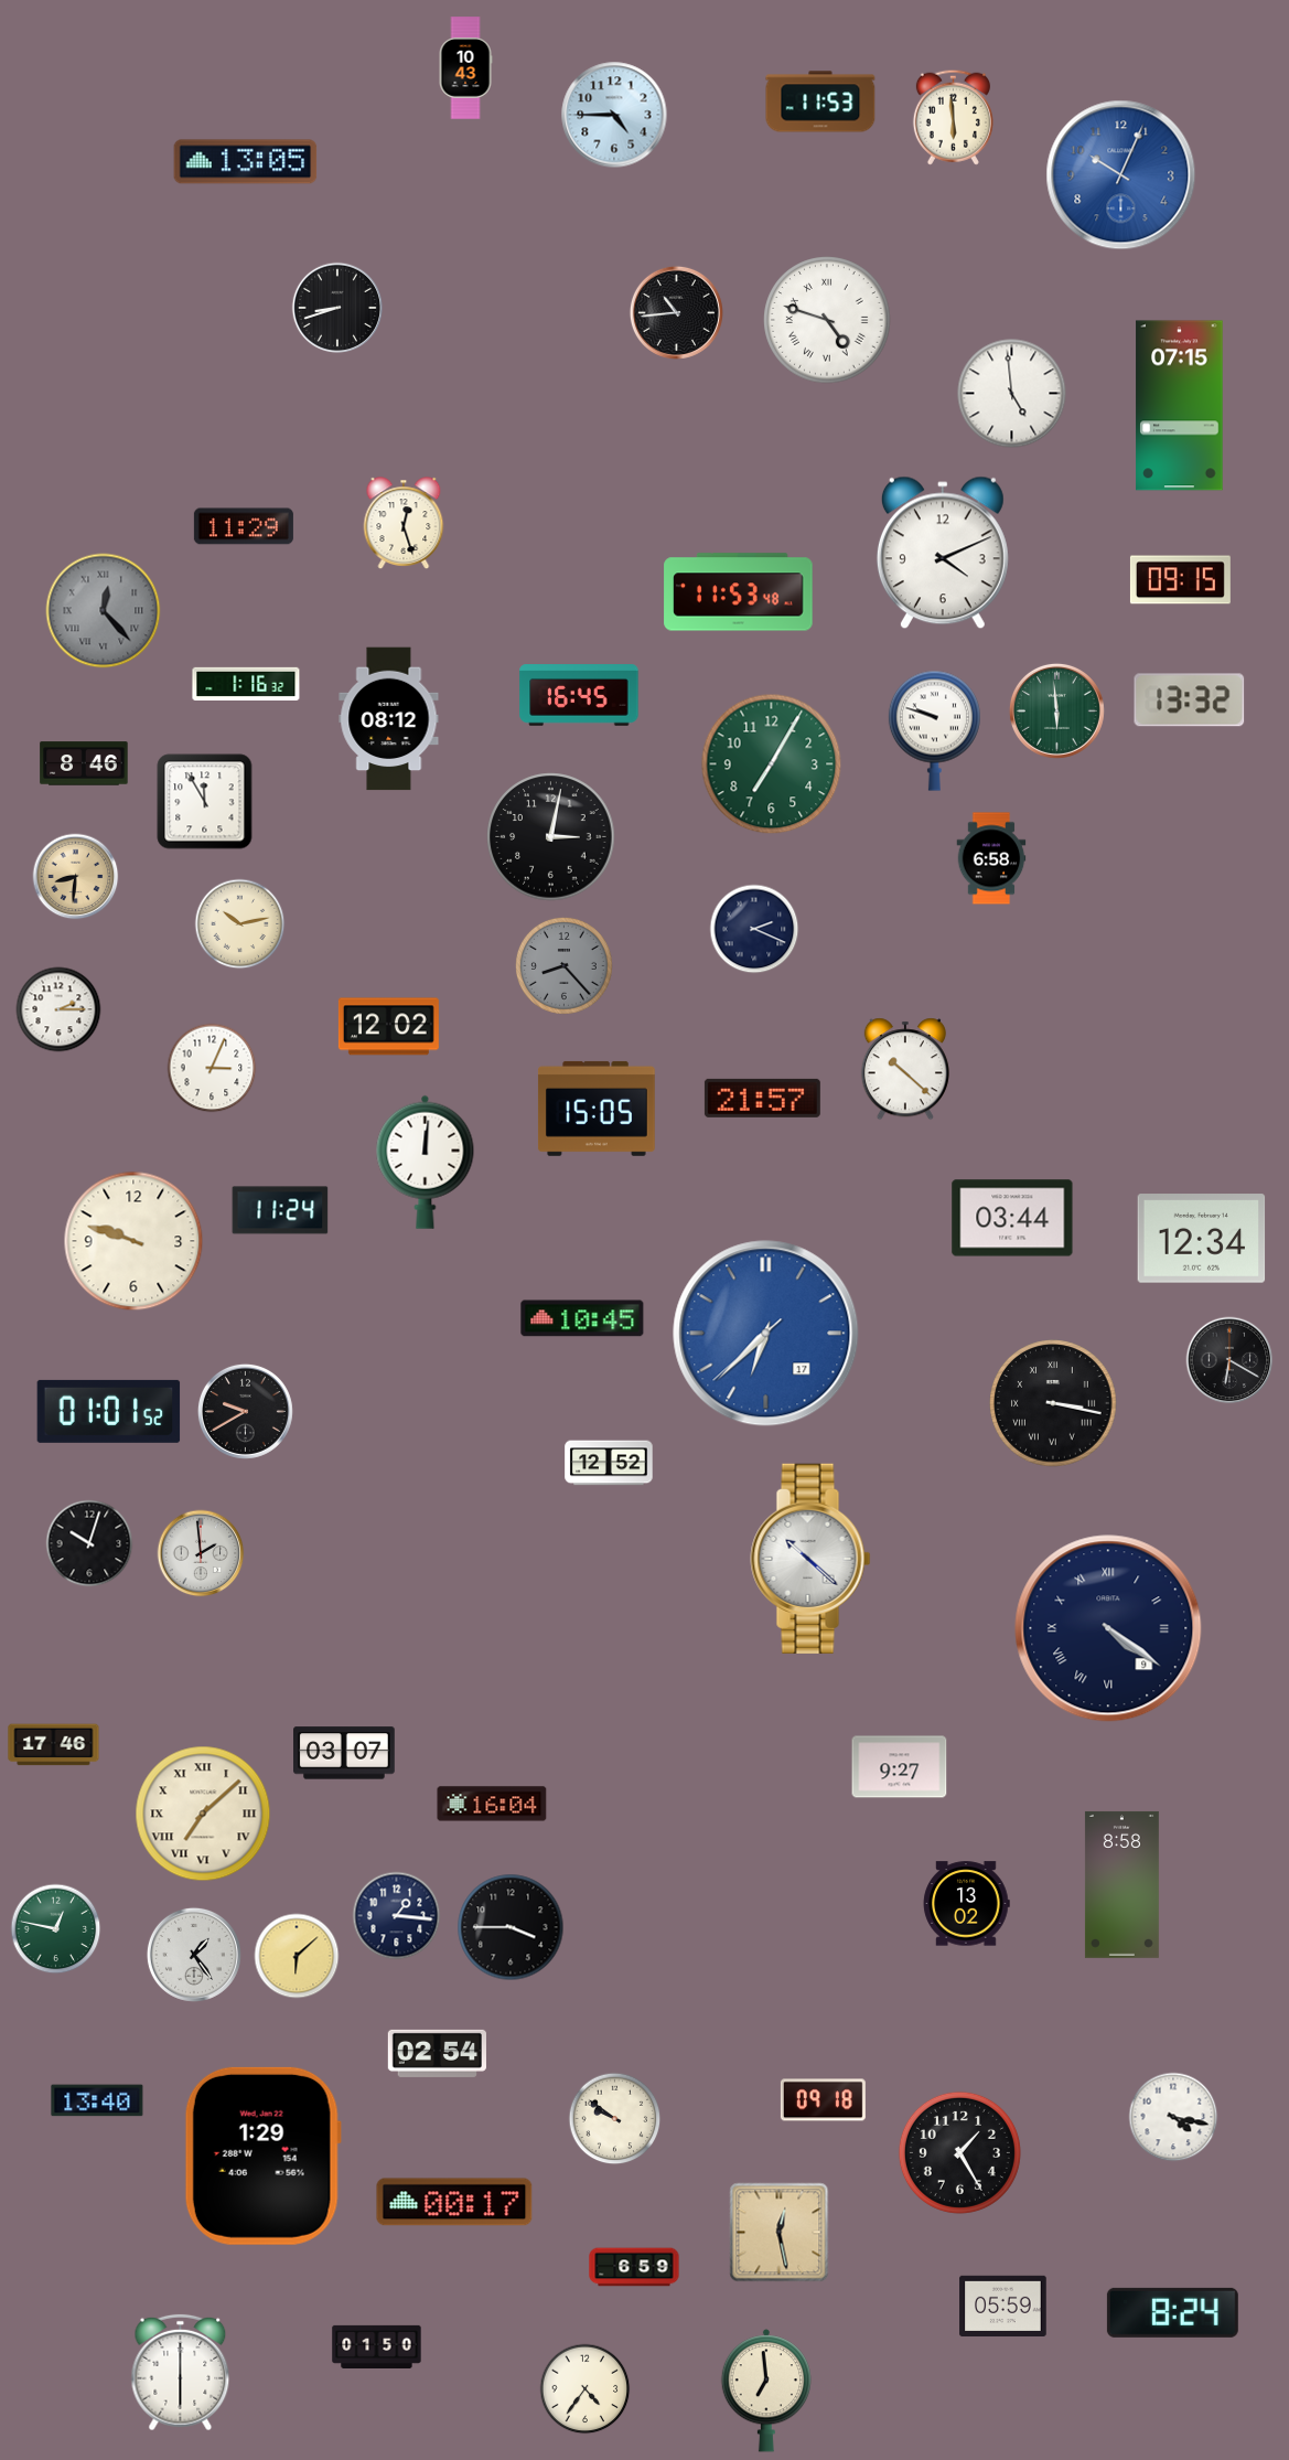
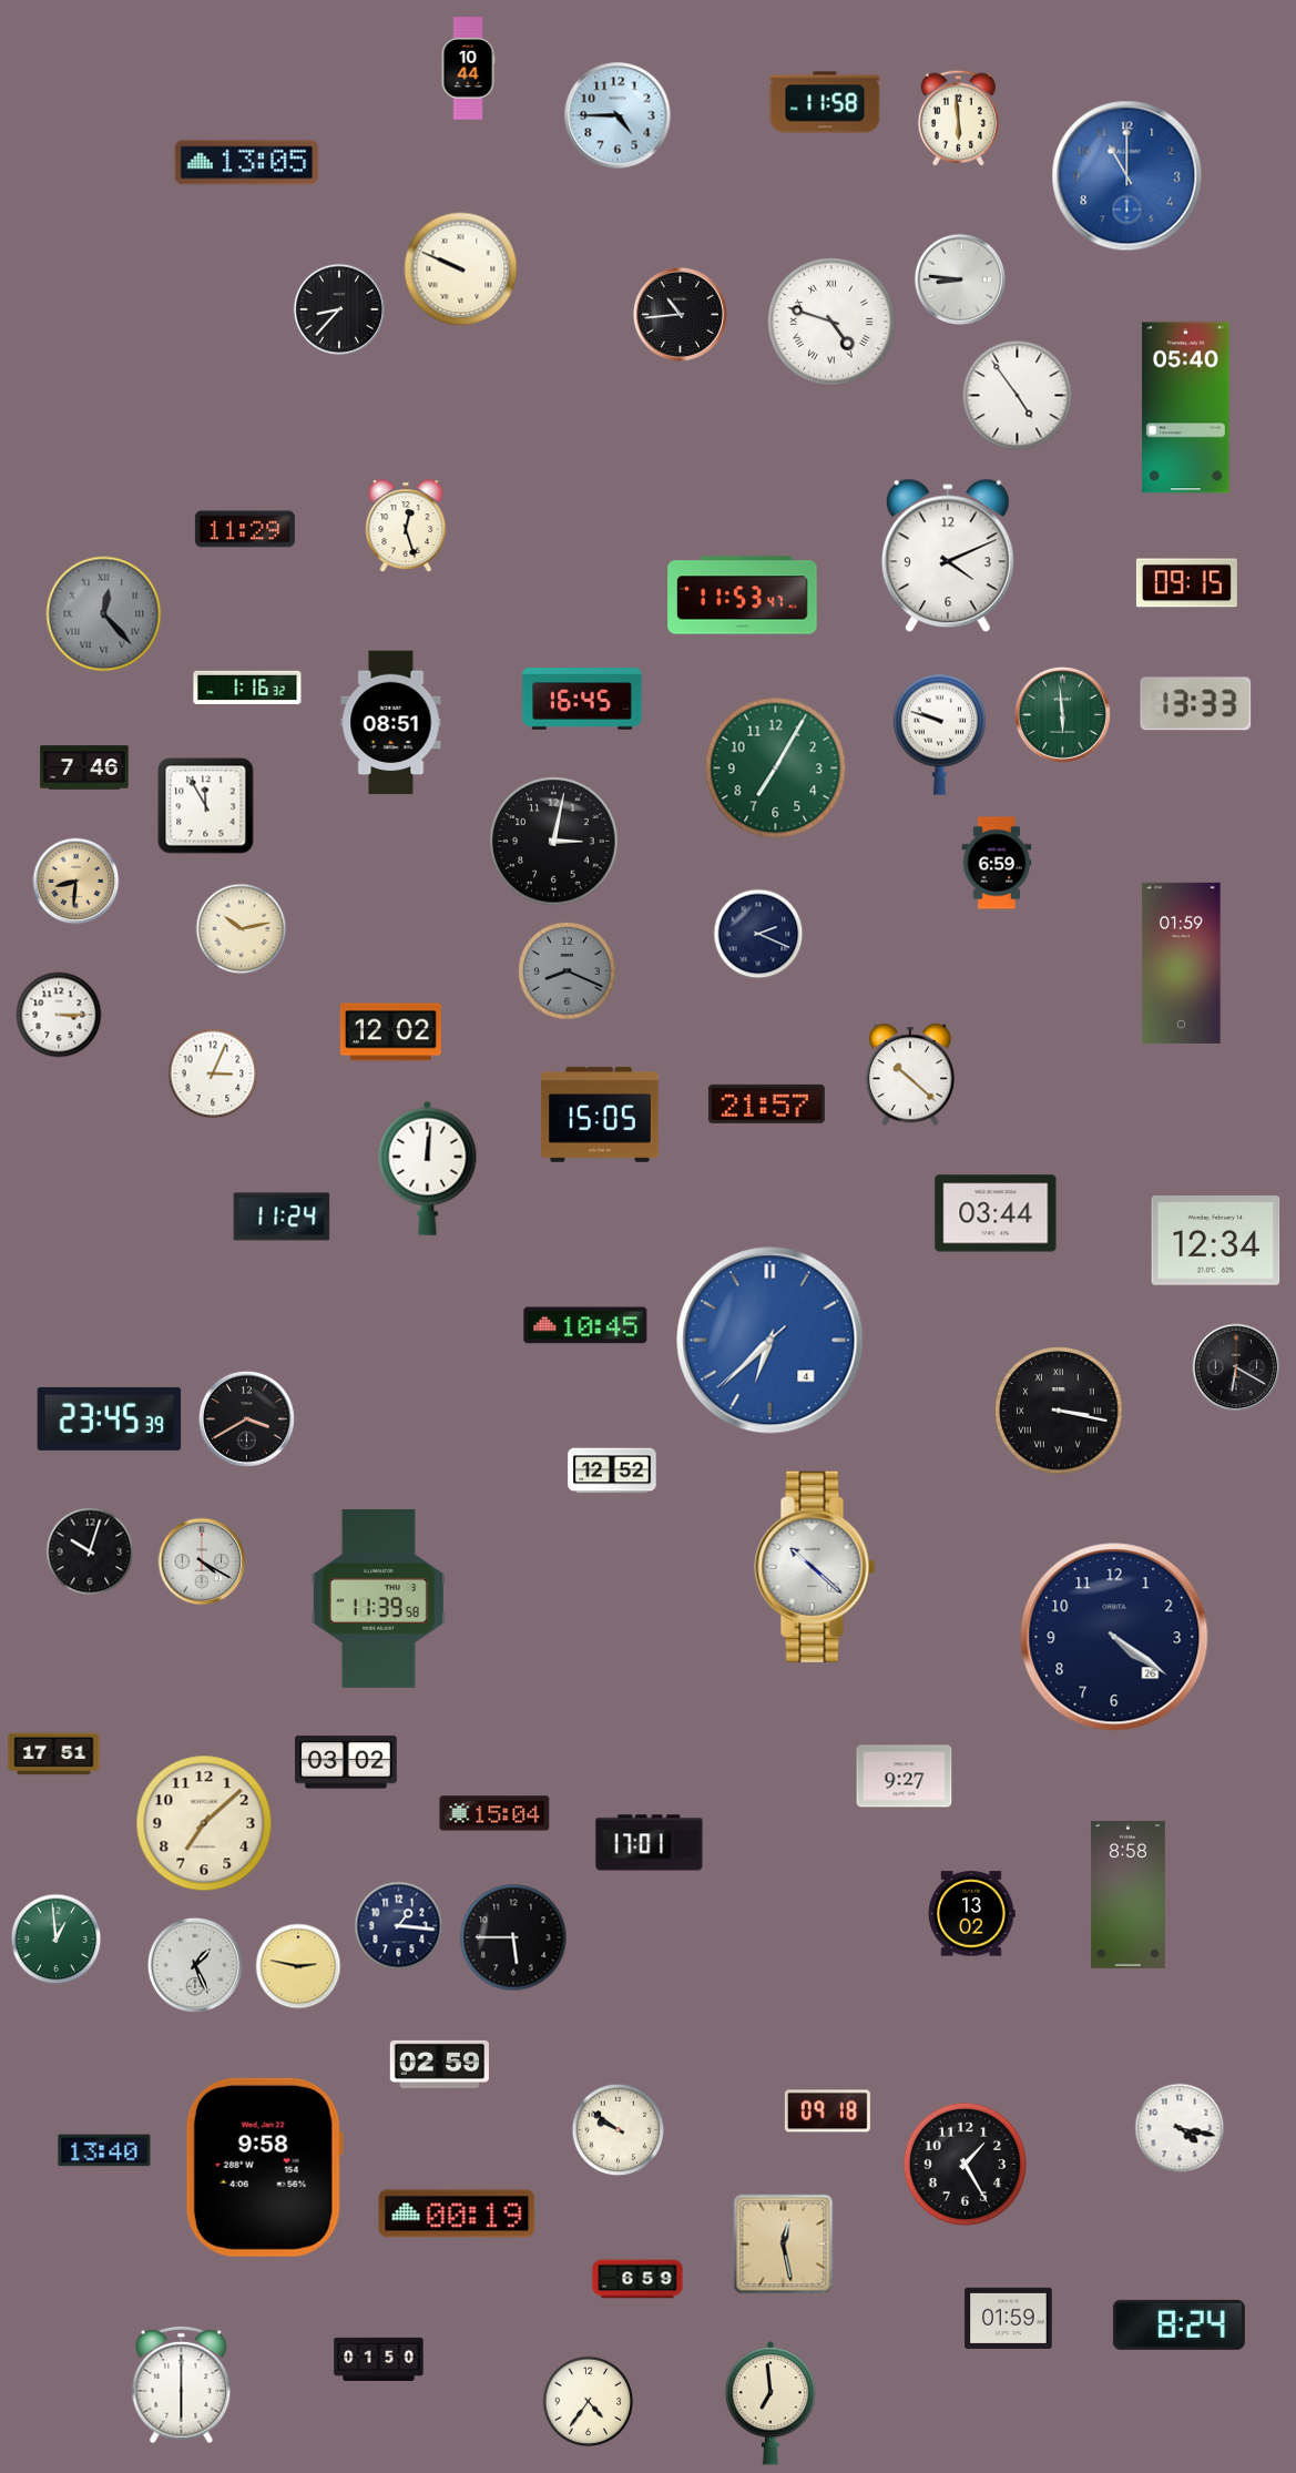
clock at (465, 68): 10:43 -> 10:44
clock at (820, 101): 11:53 -> 11:58
clock at (1121, 175): 10:04 -> 11:00
clock at (461, 269): none -> 9:49
clock at (959, 278): none -> 8:46
clock at (336, 307): 8:42 -> 8:37
clock at (1012, 394): 4:59 -> 4:54
clock at (1180, 406): 07:15 -> 05:40
clock at (739, 592): 11:53:48 -> 11:53:47
clock at (1190, 700): 13:32 -> 13:33
clock at (389, 719): 08:12 -> 08:51
clock at (84, 763): 8:46 -> 7:46
clock at (991, 858): 6:58 -> 6:59
clock at (1182, 963): none -> 01:59
clock at (563, 965): 8:23 -> 8:19
clock at (58, 1009): 2:15 -> 3:15
clock at (1012, 1218) position: (1012, 1218) -> (996, 1213)
clock at (1202, 1239) position: (1202, 1239) -> (1216, 1241)
clock at (133, 1241): 9:48 -> none
clock at (766, 1334) date: 17 -> 4
clock at (109, 1411): 01:01 -> 23:45
clock at (245, 1411): 9:40 -> 3:40
clock at (201, 1553): 1:59 -> 4:20
clock at (378, 1598): none -> 11:39
clock at (1108, 1628) date: 9 -> 26
clock at (1108, 1628) numerals: Roman -> Arabic
clock at (54, 1745): 17:46 -> 17:51
clock at (345, 1753): 03:07 -> 03:02
clock at (492, 1804): 16:04 -> 15:04
clock at (203, 1814) numerals: Roman -> Arabic
clock at (650, 1843): none -> 17:01
clock at (511, 1927): 3:45 -> 5:45
clock at (56, 1929): 12:47 -> 12:59
clock at (194, 1955): 1:24 -> 1:26
clock at (297, 1956): 6:08 -> 2:47
clock at (437, 2053): 02:54 -> 02:59
clock at (97, 2100) position: (97, 2100) -> (104, 2150)
clock at (262, 2156): 1:29 -> 9:58
clock at (454, 2202): 00:17 -> 00:19
clock at (1003, 2306): 05:59 -> 01:59
